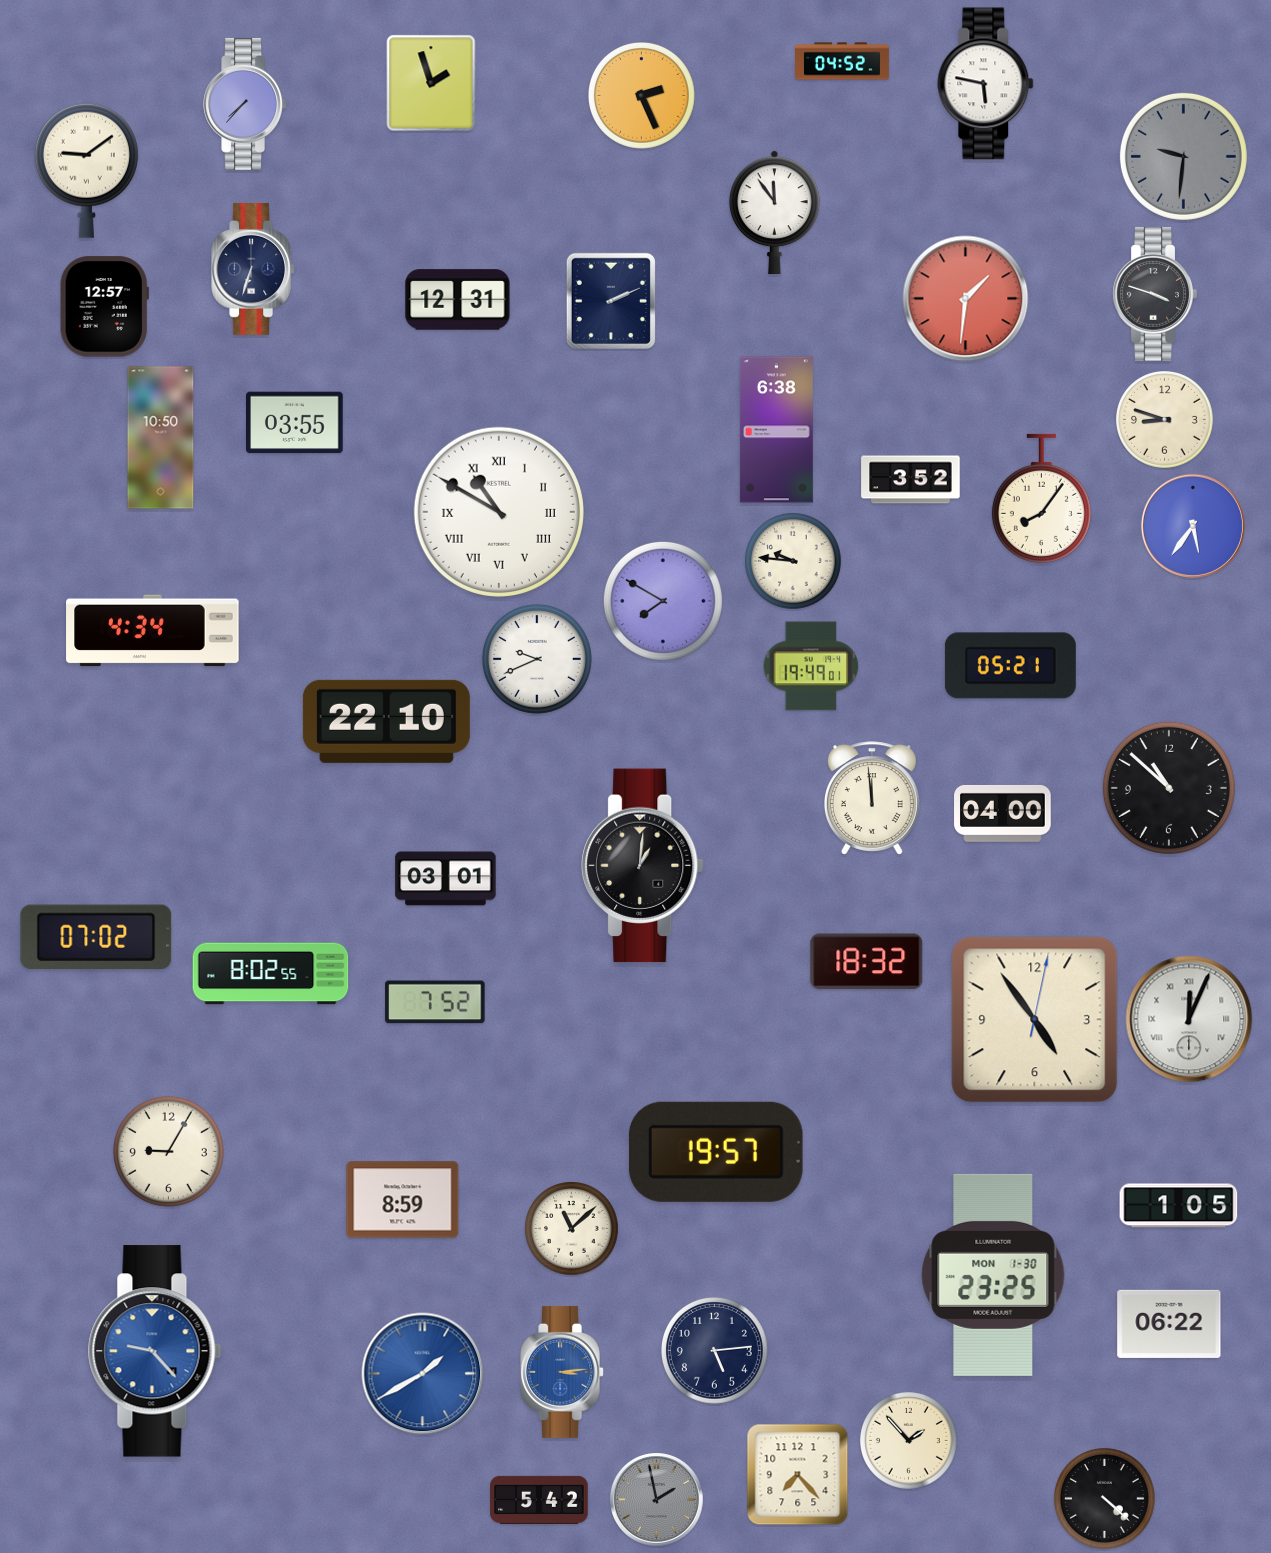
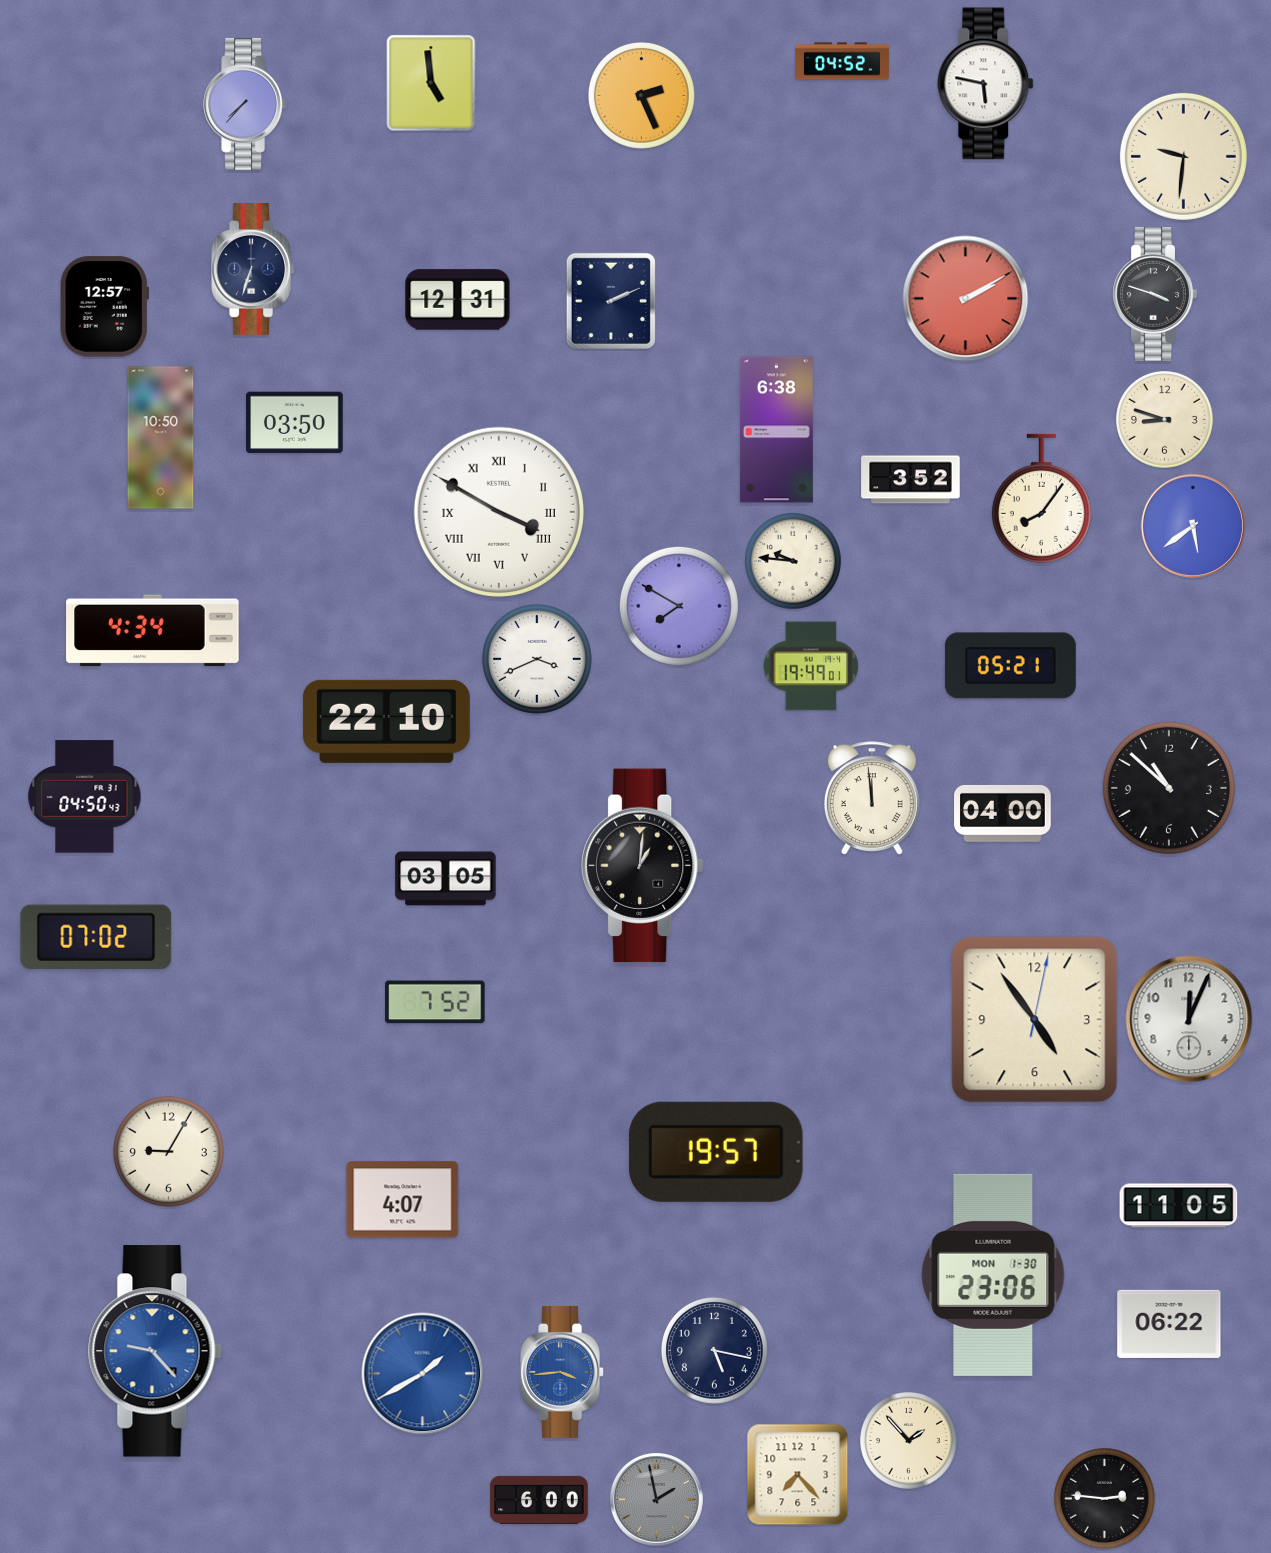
clock at (431, 83): 1:57 -> 4:59
clock at (1183, 156) dial: grey -> cream
clock at (86, 170): 9:09 -> none
clock at (774, 212): 11:54 -> none
clock at (966, 299): 1:31 -> 2:10
clock at (295, 423): 03:55 -> 03:50
clock at (499, 512): 10:50 -> 3:50
clock at (1193, 526): 5:36 -> 5:39
clock at (663, 601) position: (663, 601) -> (679, 606)
clock at (537, 659): 9:41 -> 3:41
clock at (85, 797): none -> 04:50
clock at (446, 879): 03:01 -> 03:05
clock at (867, 962): 18:32 -> none
clock at (271, 974): 8:02 -> none
clock at (1189, 1019) numerals: Roman -> Arabic
clock at (403, 1200): 8:59 -> 4:07
clock at (1179, 1206): 1:05 -> 11:05
clock at (572, 1229): 11:08 -> none
clock at (993, 1275): 23:25 -> 23:06
clock at (714, 1350): 5:14 -> 5:17
clock at (562, 1372): 3:14 -> 3:44
clock at (1105, 1499): 4:22 -> 2:46
clock at (539, 1500): 5:42 -> 6:00
